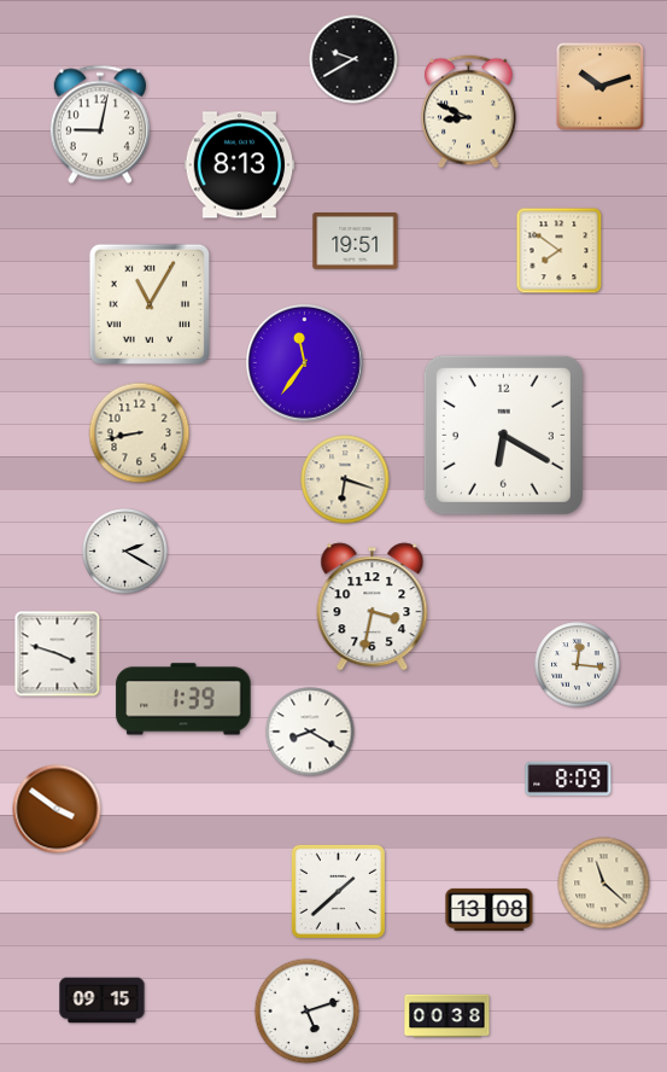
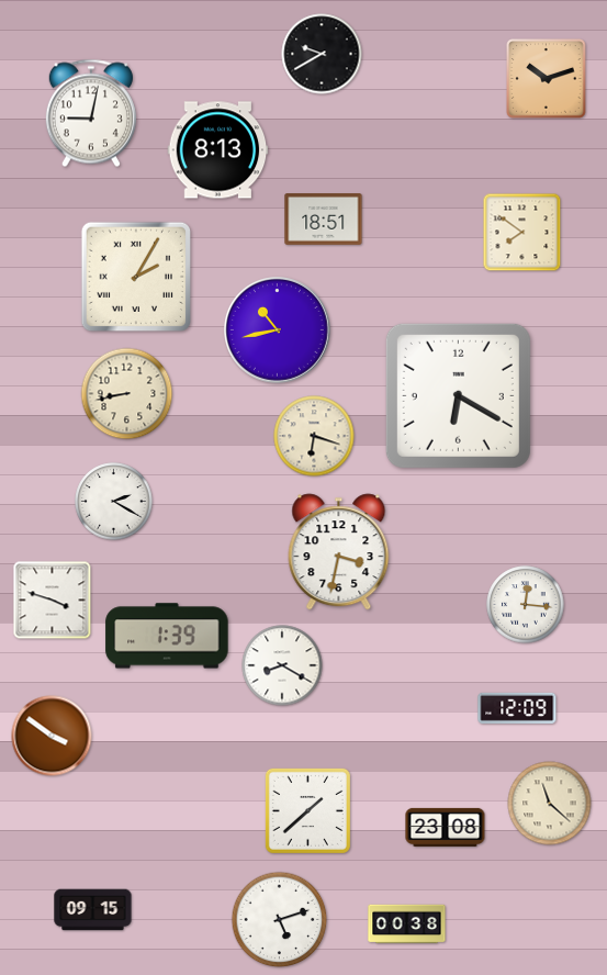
clock at (469, 112): 8:49 -> none
clock at (356, 241): 19:51 -> 18:51
clock at (560, 251) position: (560, 251) -> (522, 233)
clock at (148, 303): 11:05 -> 2:05
clock at (305, 363): 11:36 -> 10:43
clock at (58, 654) position: (58, 654) -> (53, 601)
clock at (568, 779): 8:09 -> 12:09
clock at (490, 909): 13:08 -> 23:08
